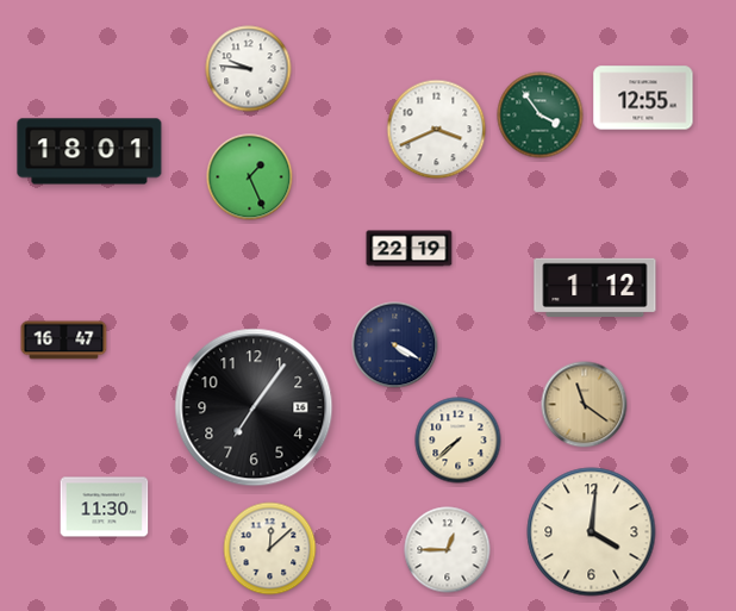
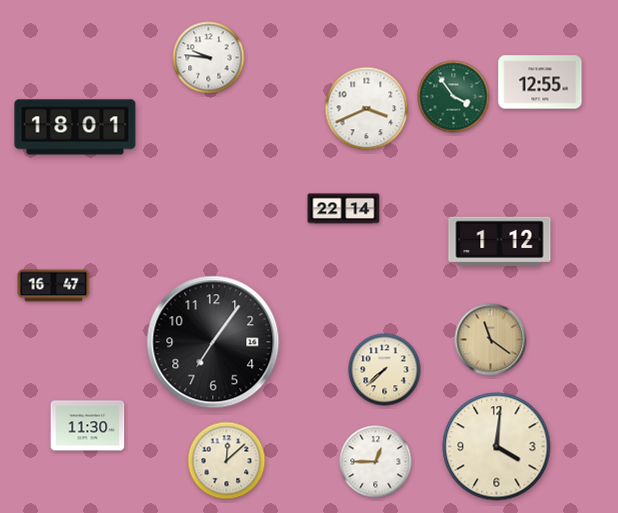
clock at (250, 177): 1:26 -> none
clock at (410, 249): 22:19 -> 22:14
clock at (395, 345): 4:20 -> none
